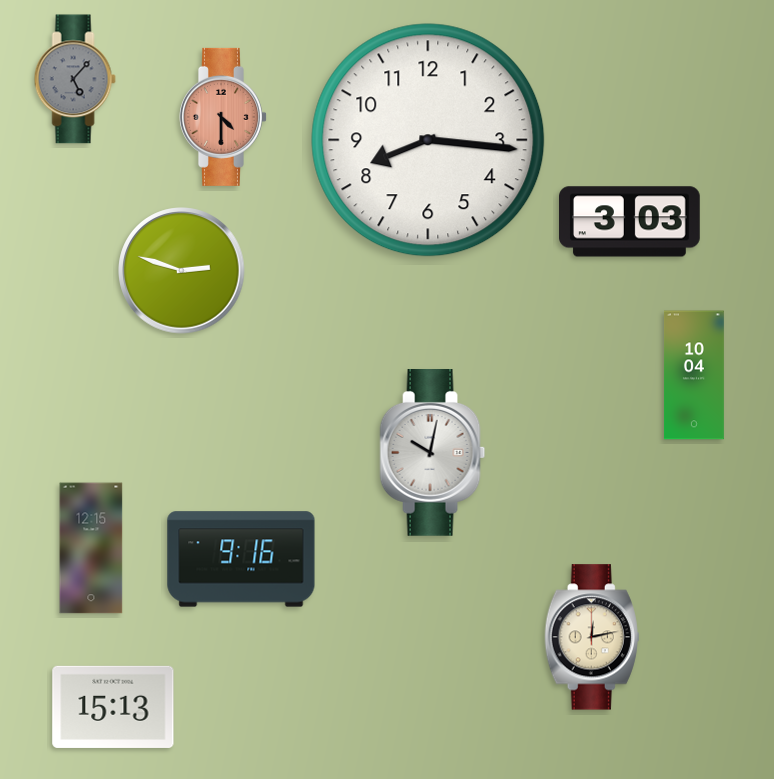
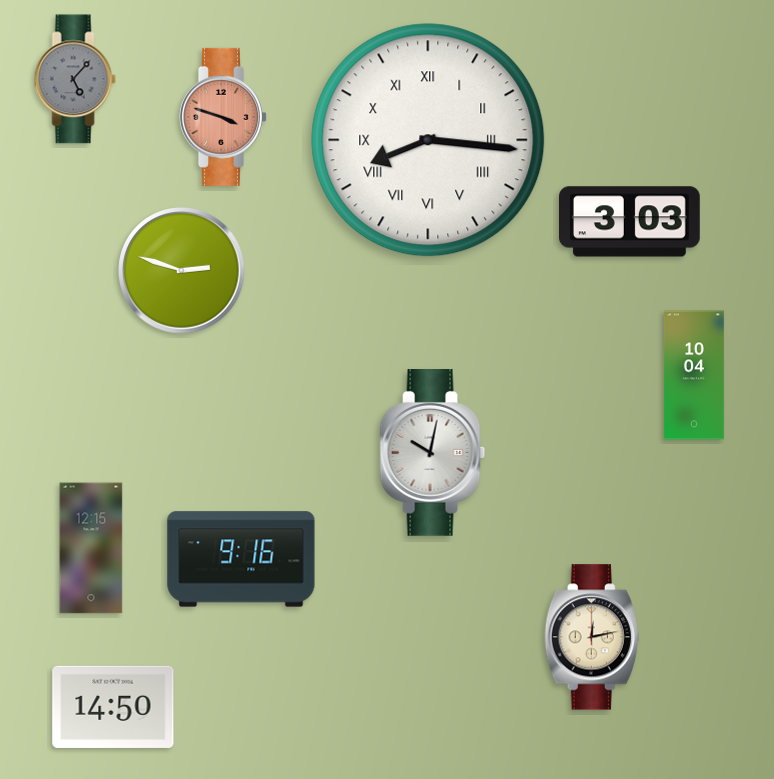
clock at (224, 117): 4:30 -> 3:48
clock at (428, 140) numerals: Arabic -> Roman
clock at (113, 707): 15:13 -> 14:50
